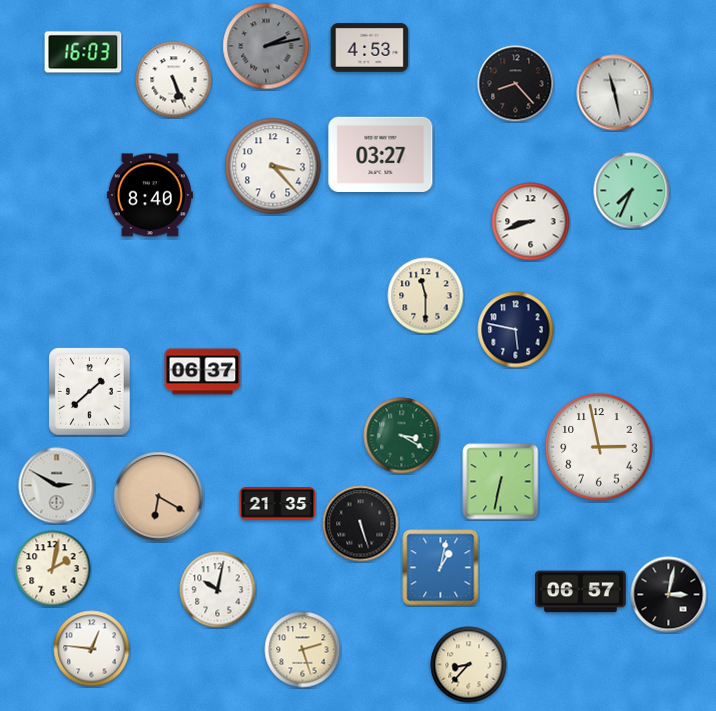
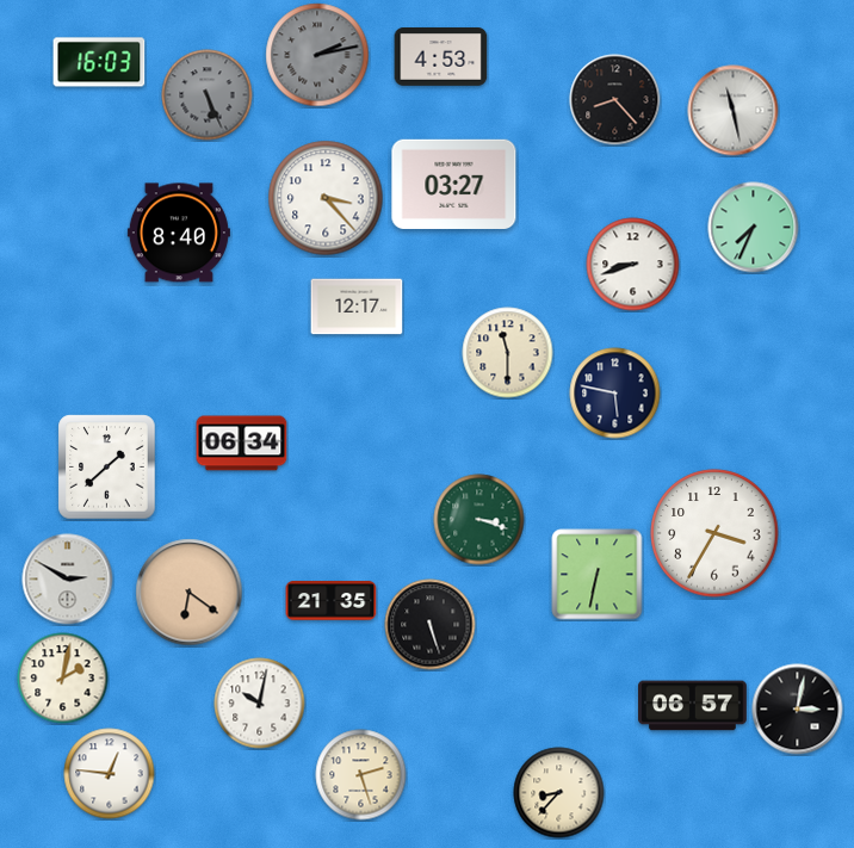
clock at (174, 80) dial: white -> grey
clock at (357, 307): none -> 12:17
clock at (203, 372): 06:37 -> 06:34
clock at (402, 436): 3:20 -> 3:18
clock at (599, 447): 2:58 -> 3:35
clock at (159, 497): 6:20 -> 6:21
clock at (441, 568): 1:02 -> none
